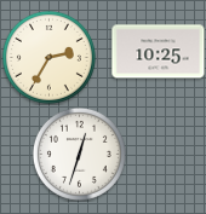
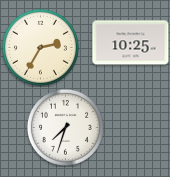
clock at (79, 154): 12:33 -> 7:33
